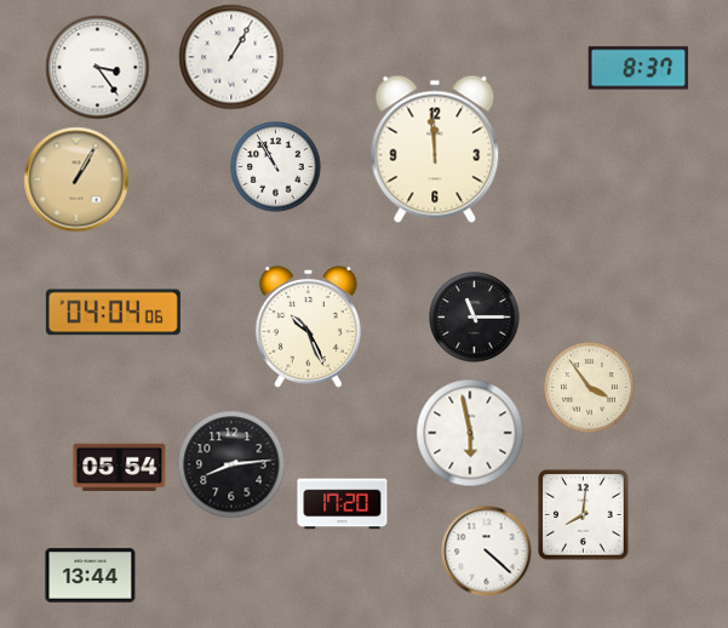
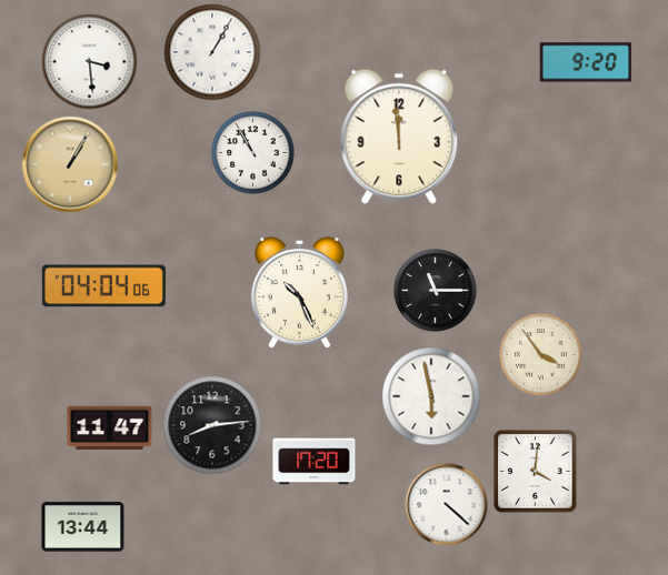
clock at (98, 68): 3:24 -> 3:29
clock at (638, 68): 8:37 -> 9:20
clock at (308, 326) position: (308, 326) -> (299, 292)
clock at (120, 467): 05:54 -> 11:47
clock at (584, 515): 8:01 -> 4:01
